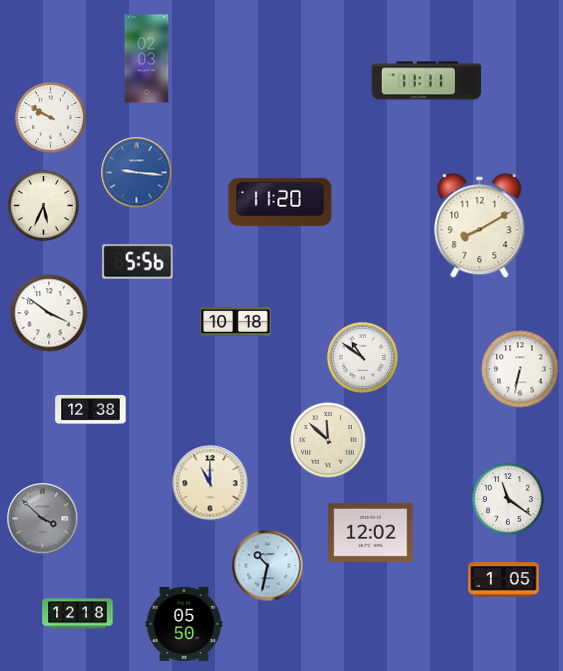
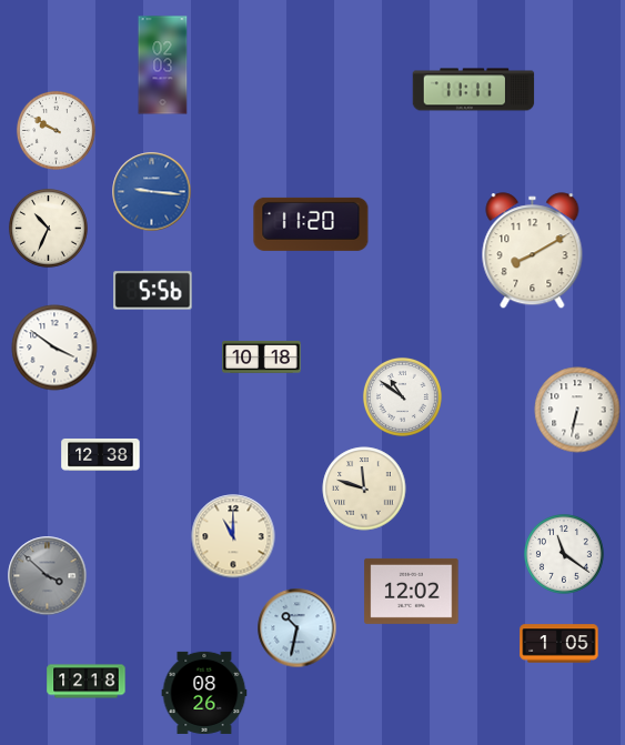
clock at (43, 205): 5:34 -> 10:34
clock at (328, 440): 11:52 -> 11:48
clock at (184, 624): 05:50 -> 08:26
